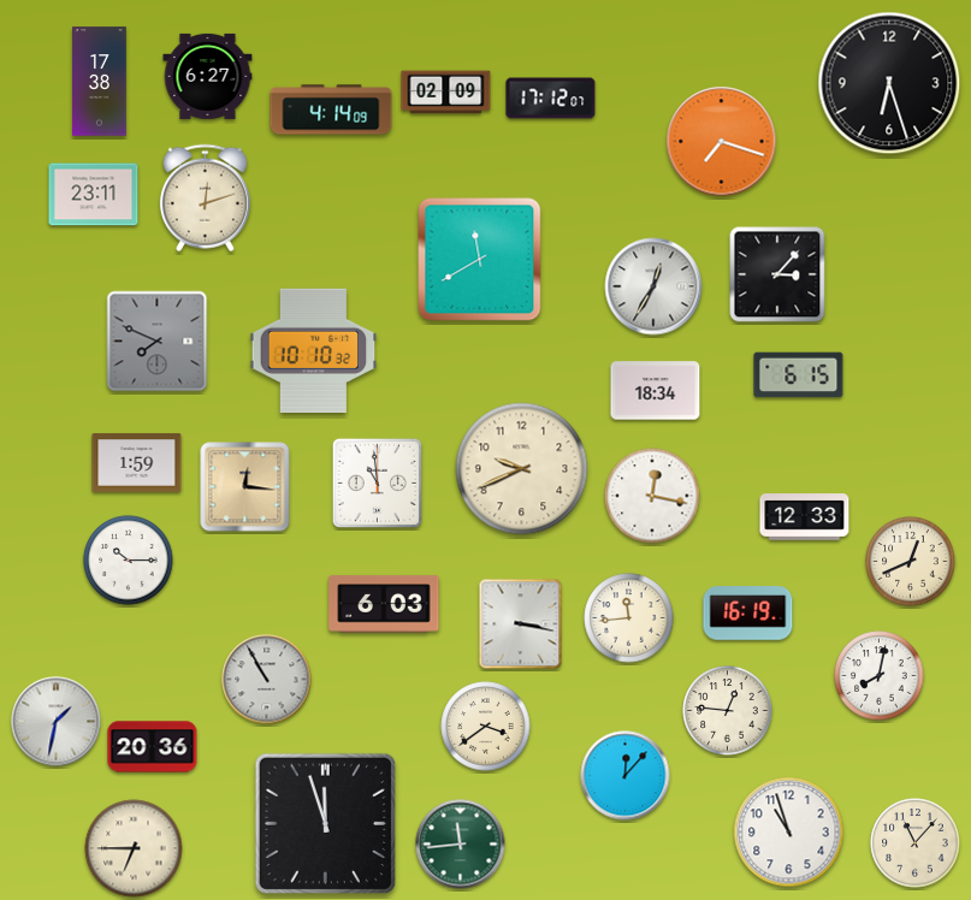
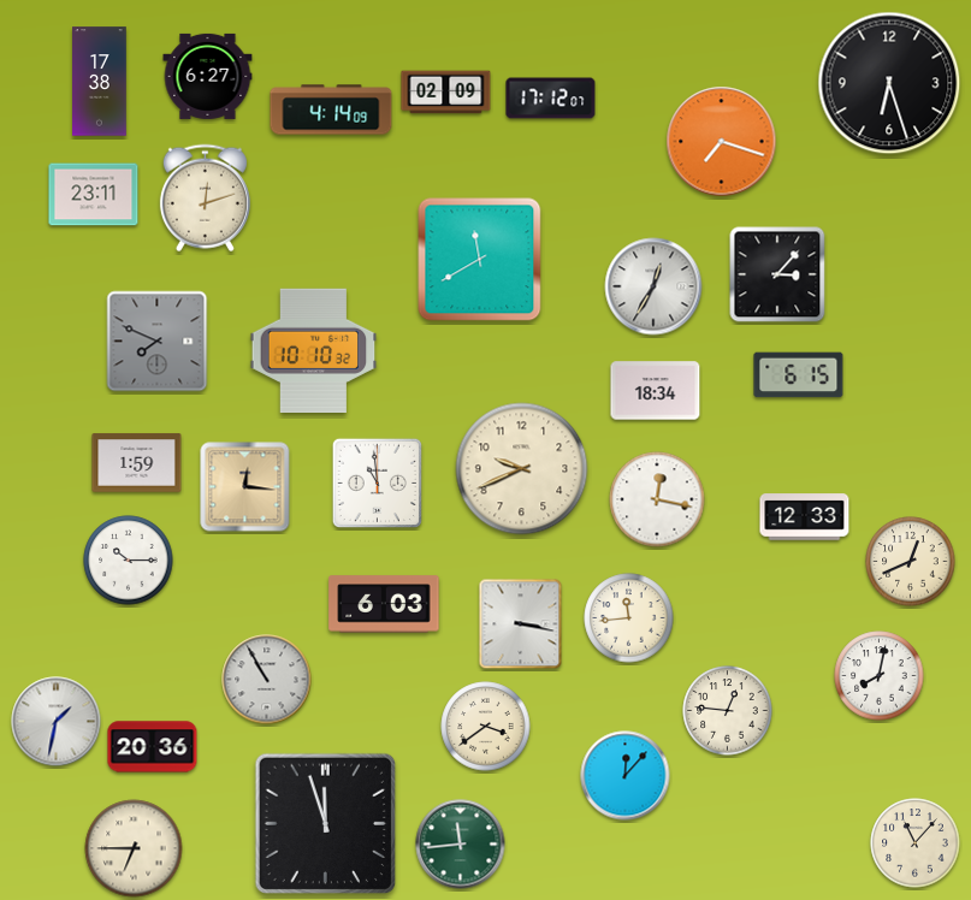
clock at (652, 496) position: (652, 496) -> (657, 499)
clock at (748, 614): 16:19 -> none
clock at (789, 833): 10:57 -> none
